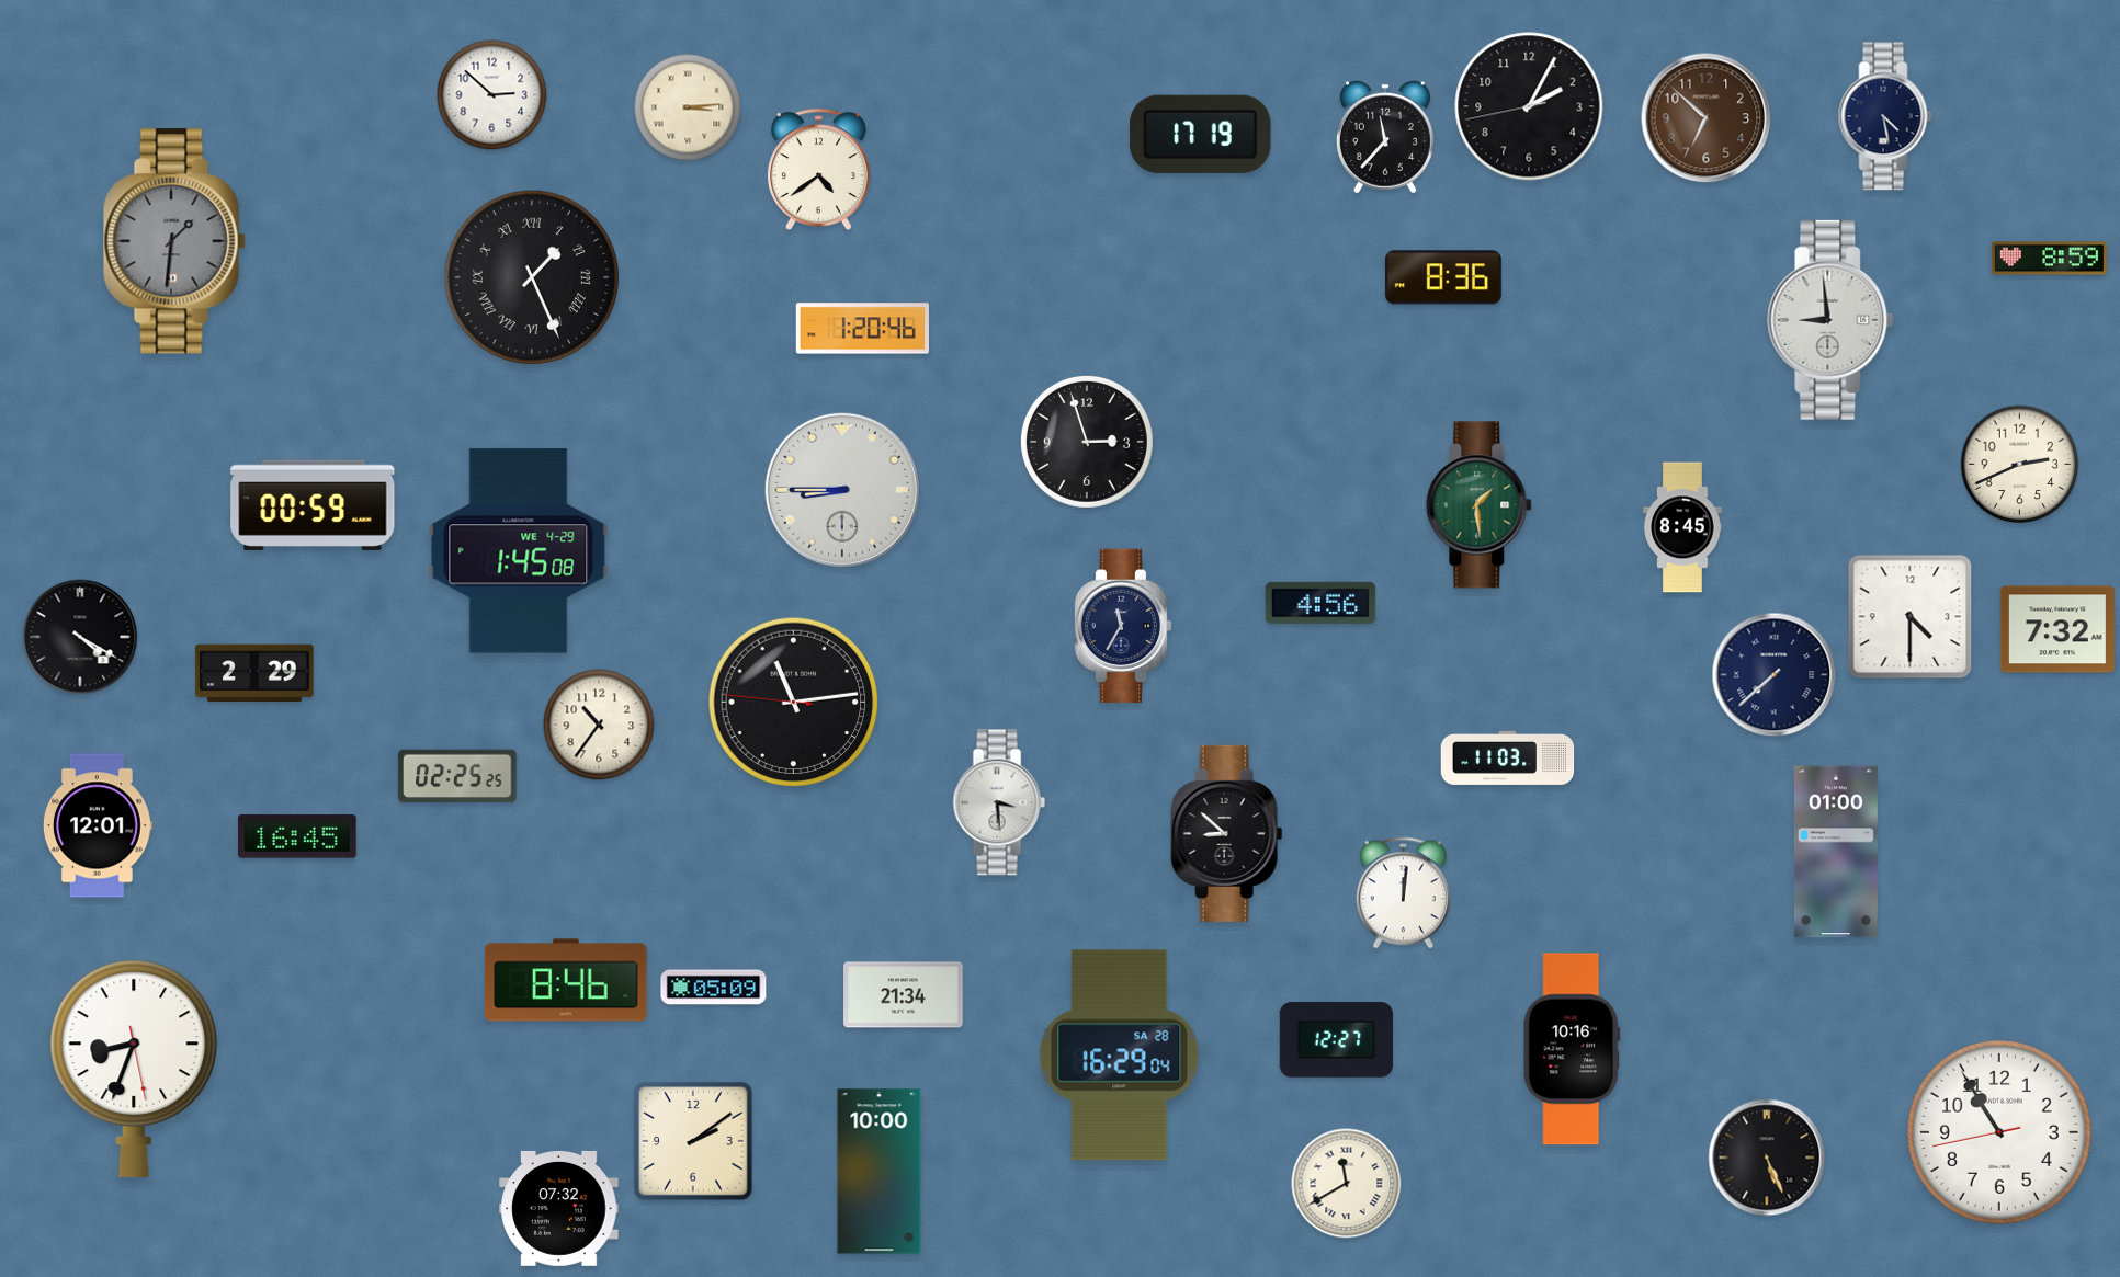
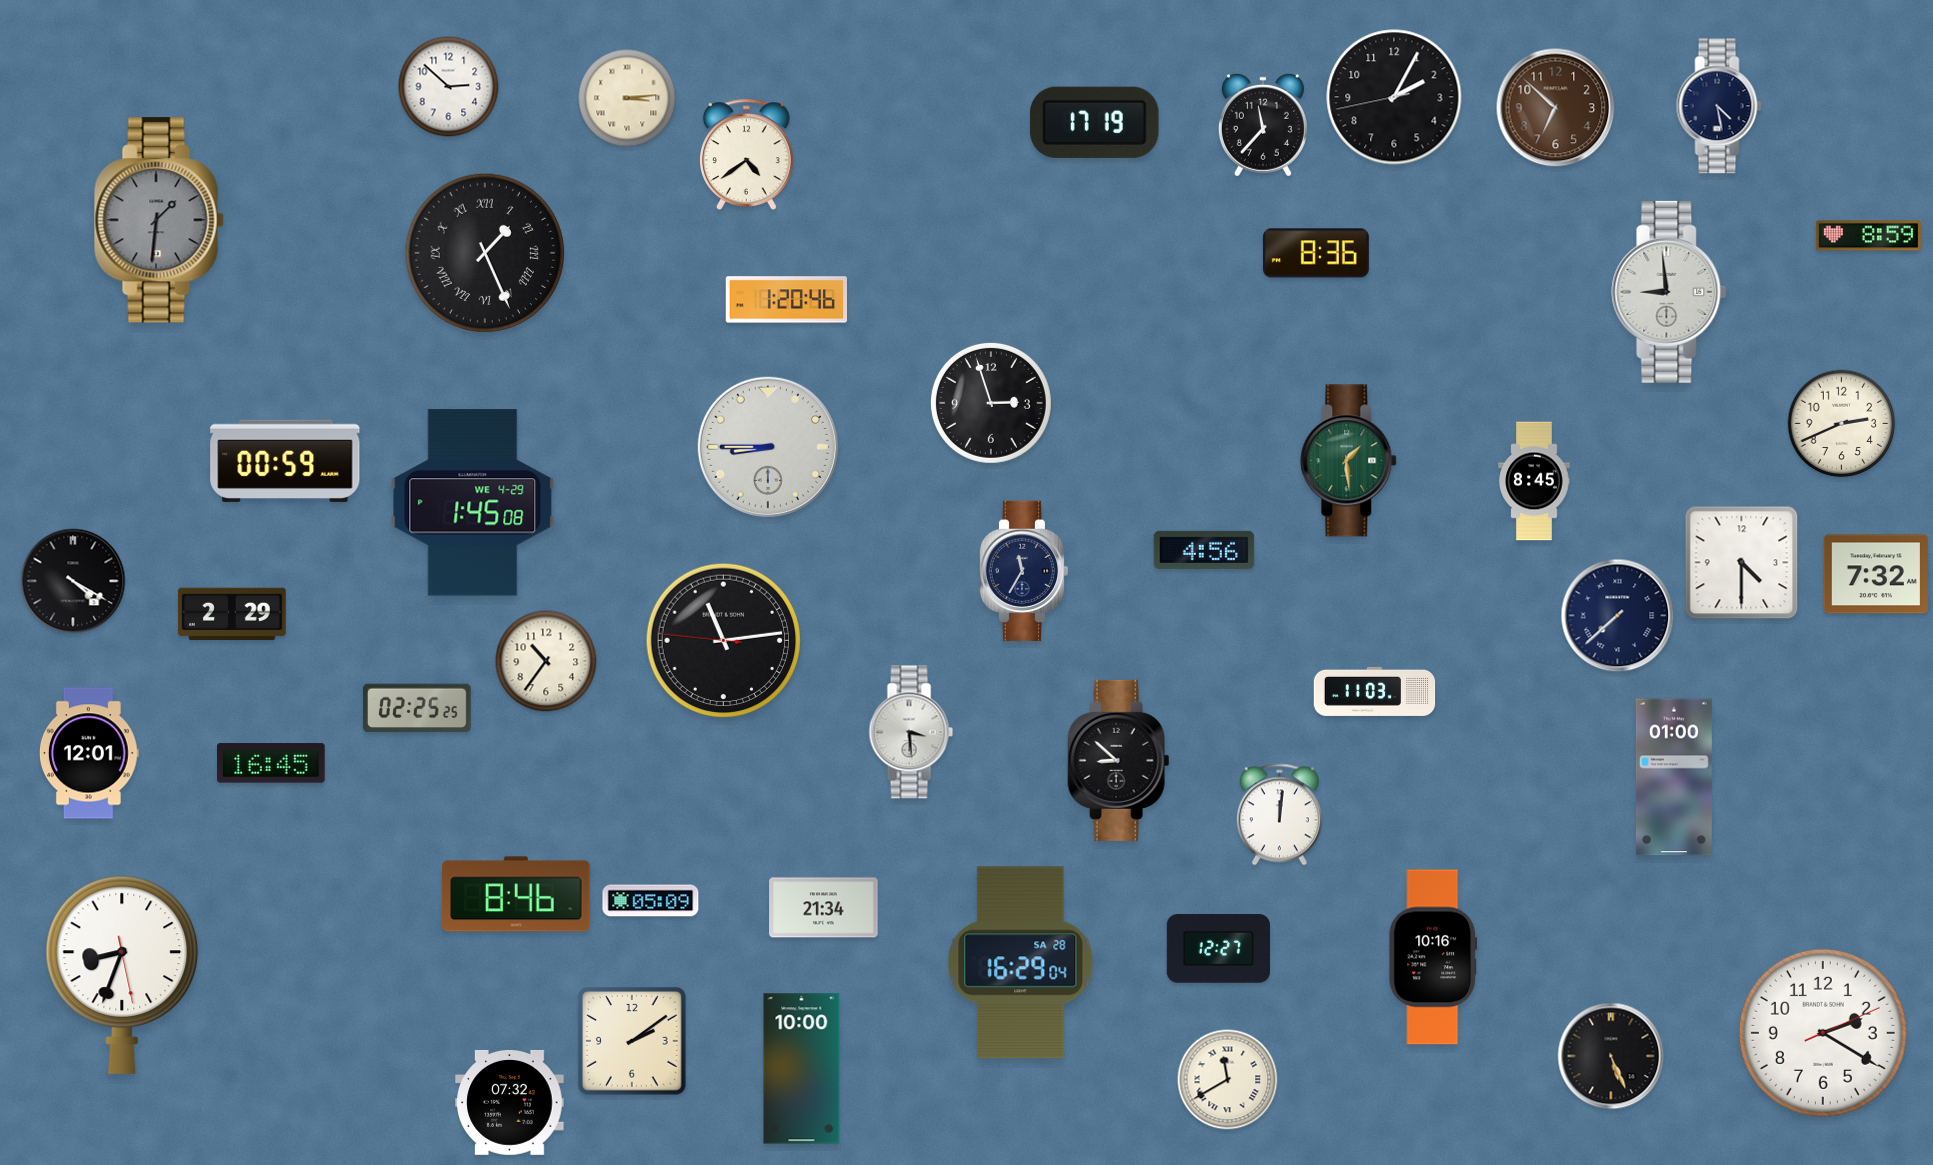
clock at (1999, 1132): 10:54 -> 2:20
